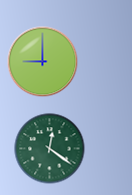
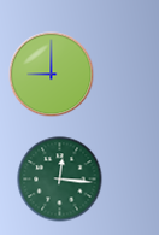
clock at (50, 149): 12:21 -> 12:16
